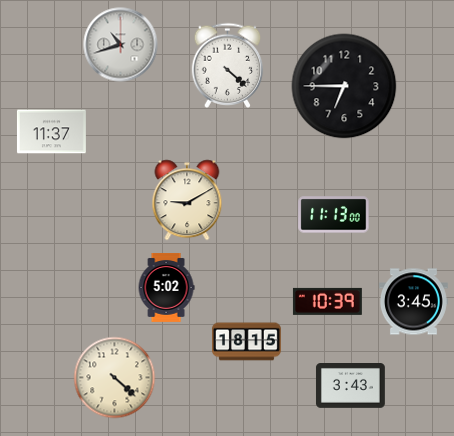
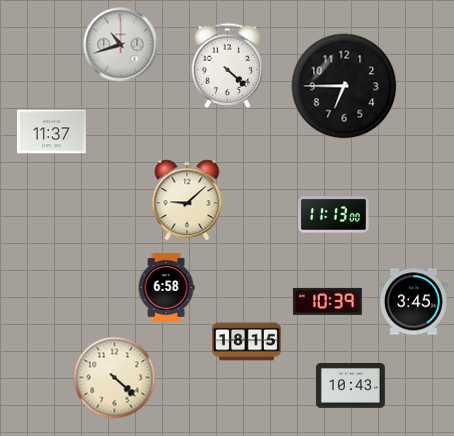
clock at (187, 200): 9:10 -> 9:08
clock at (166, 288): 5:02 -> 6:58
clock at (350, 386): 3:43 -> 10:43
